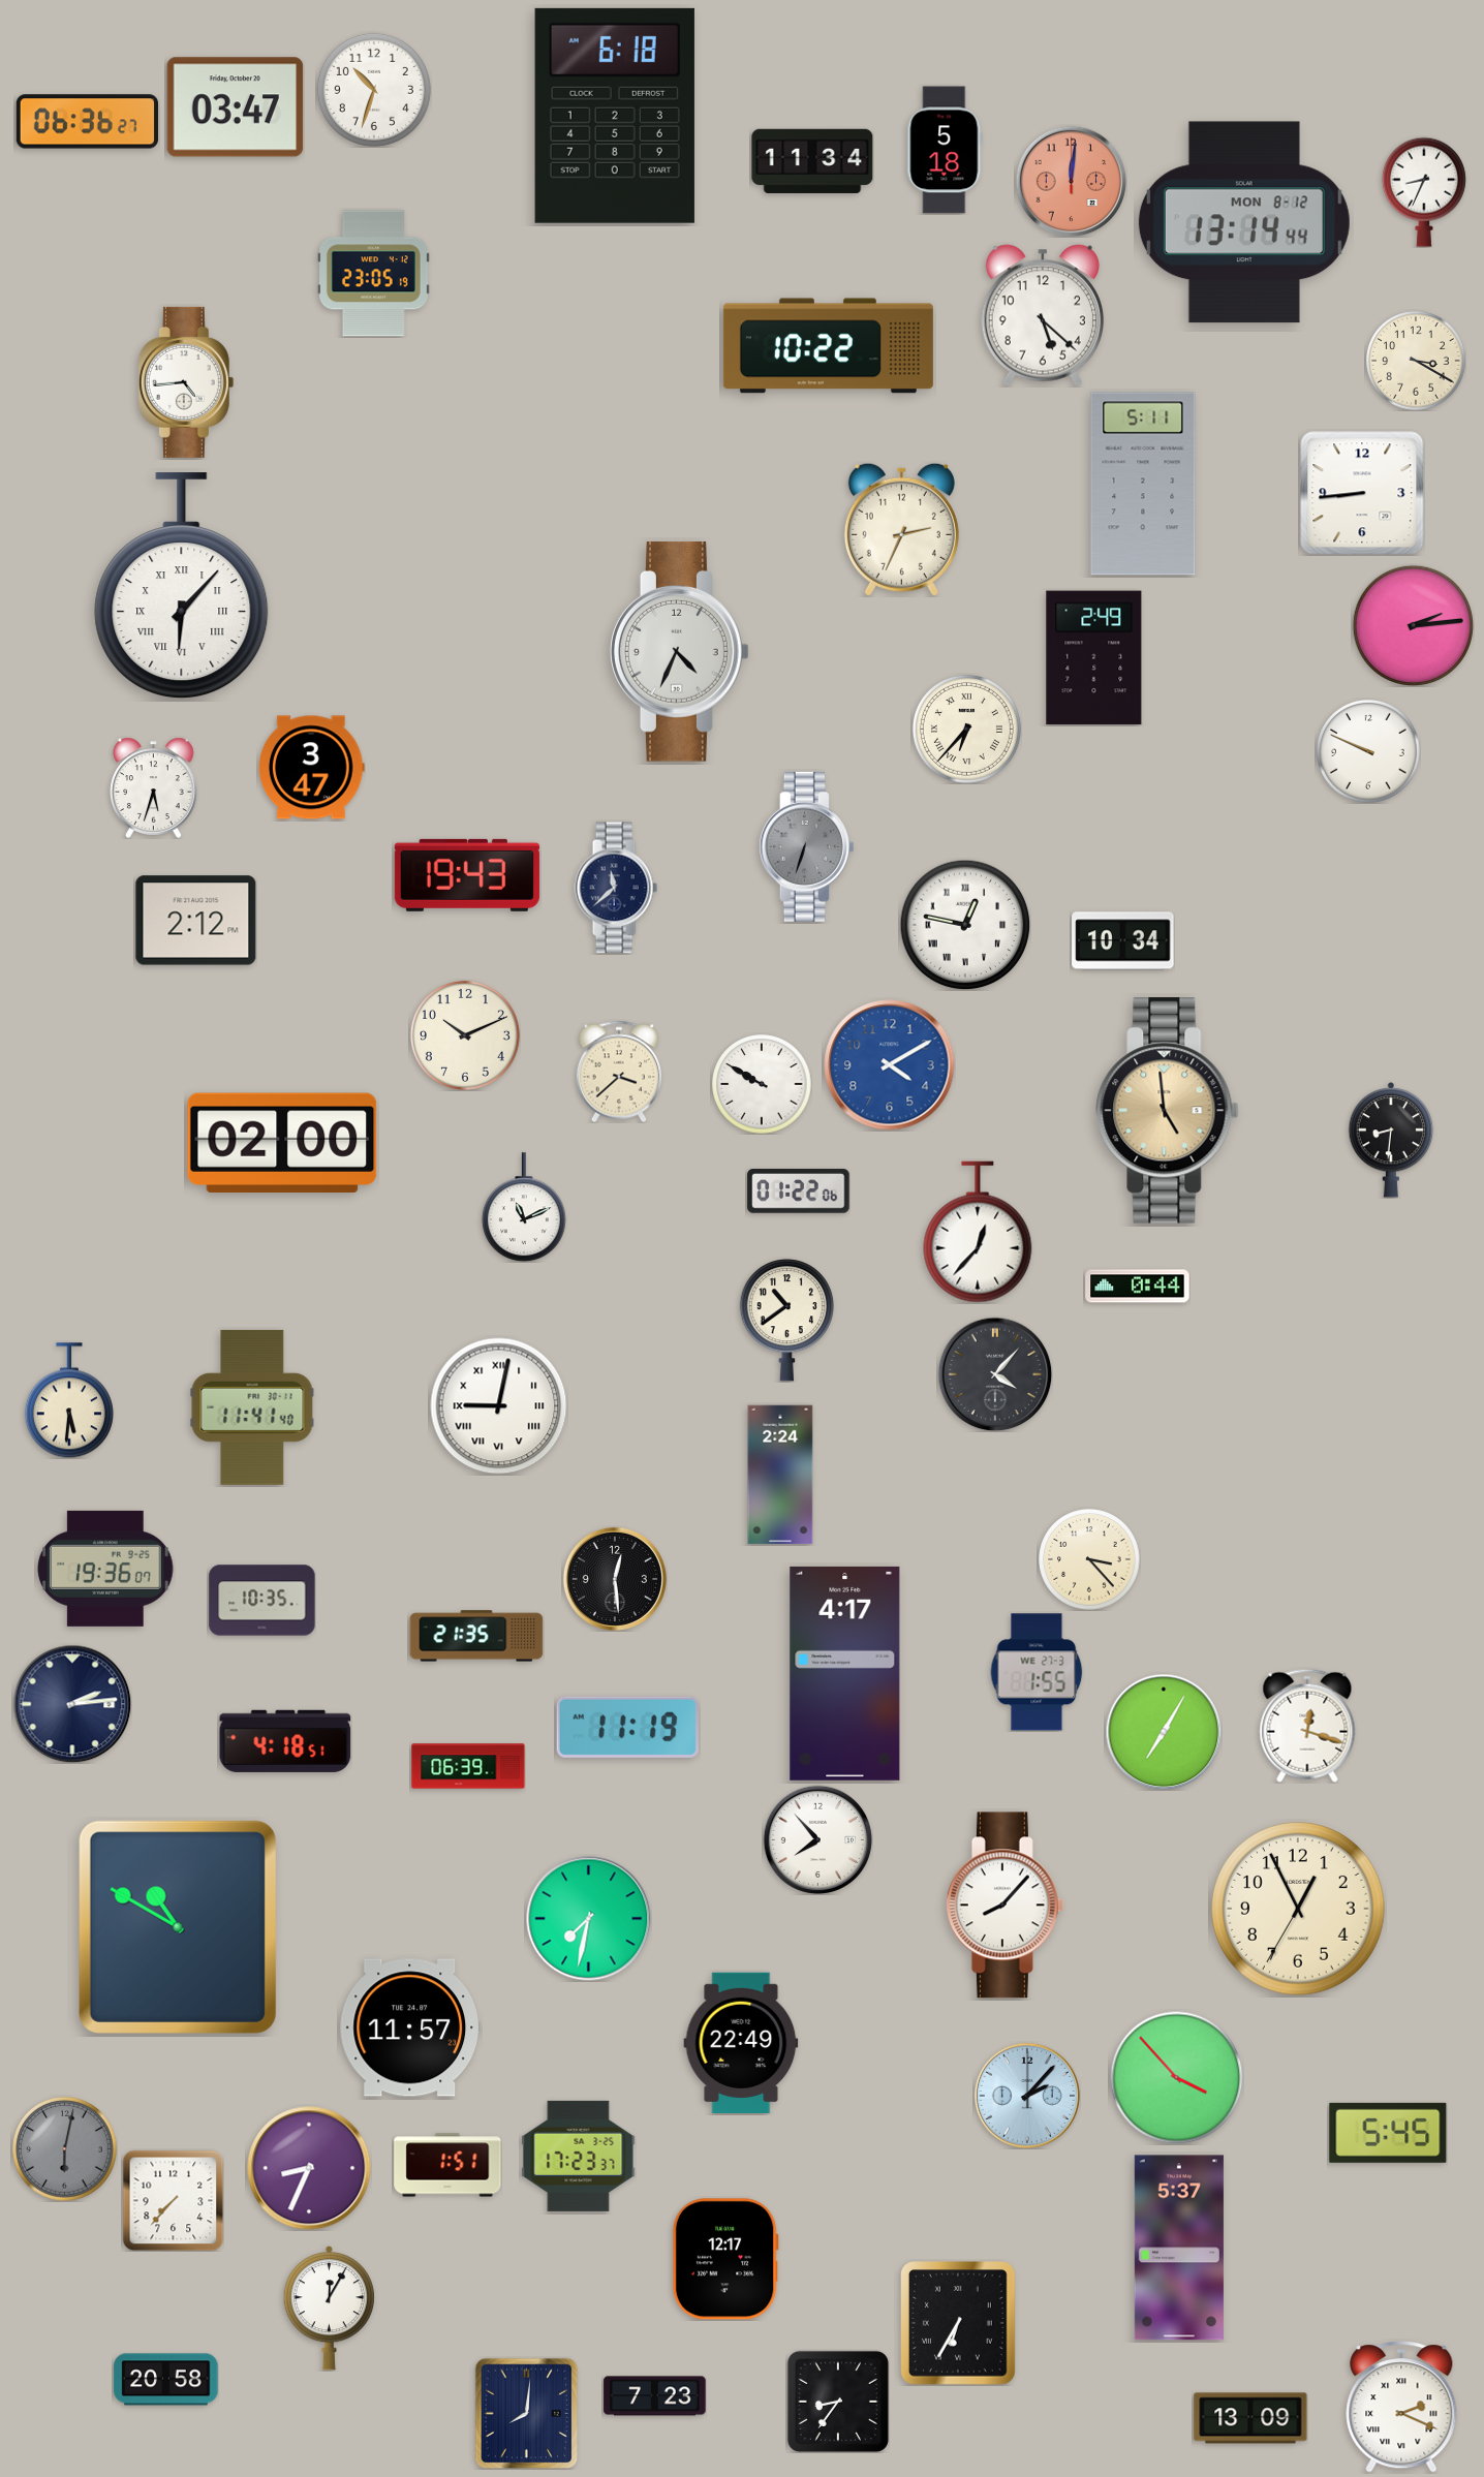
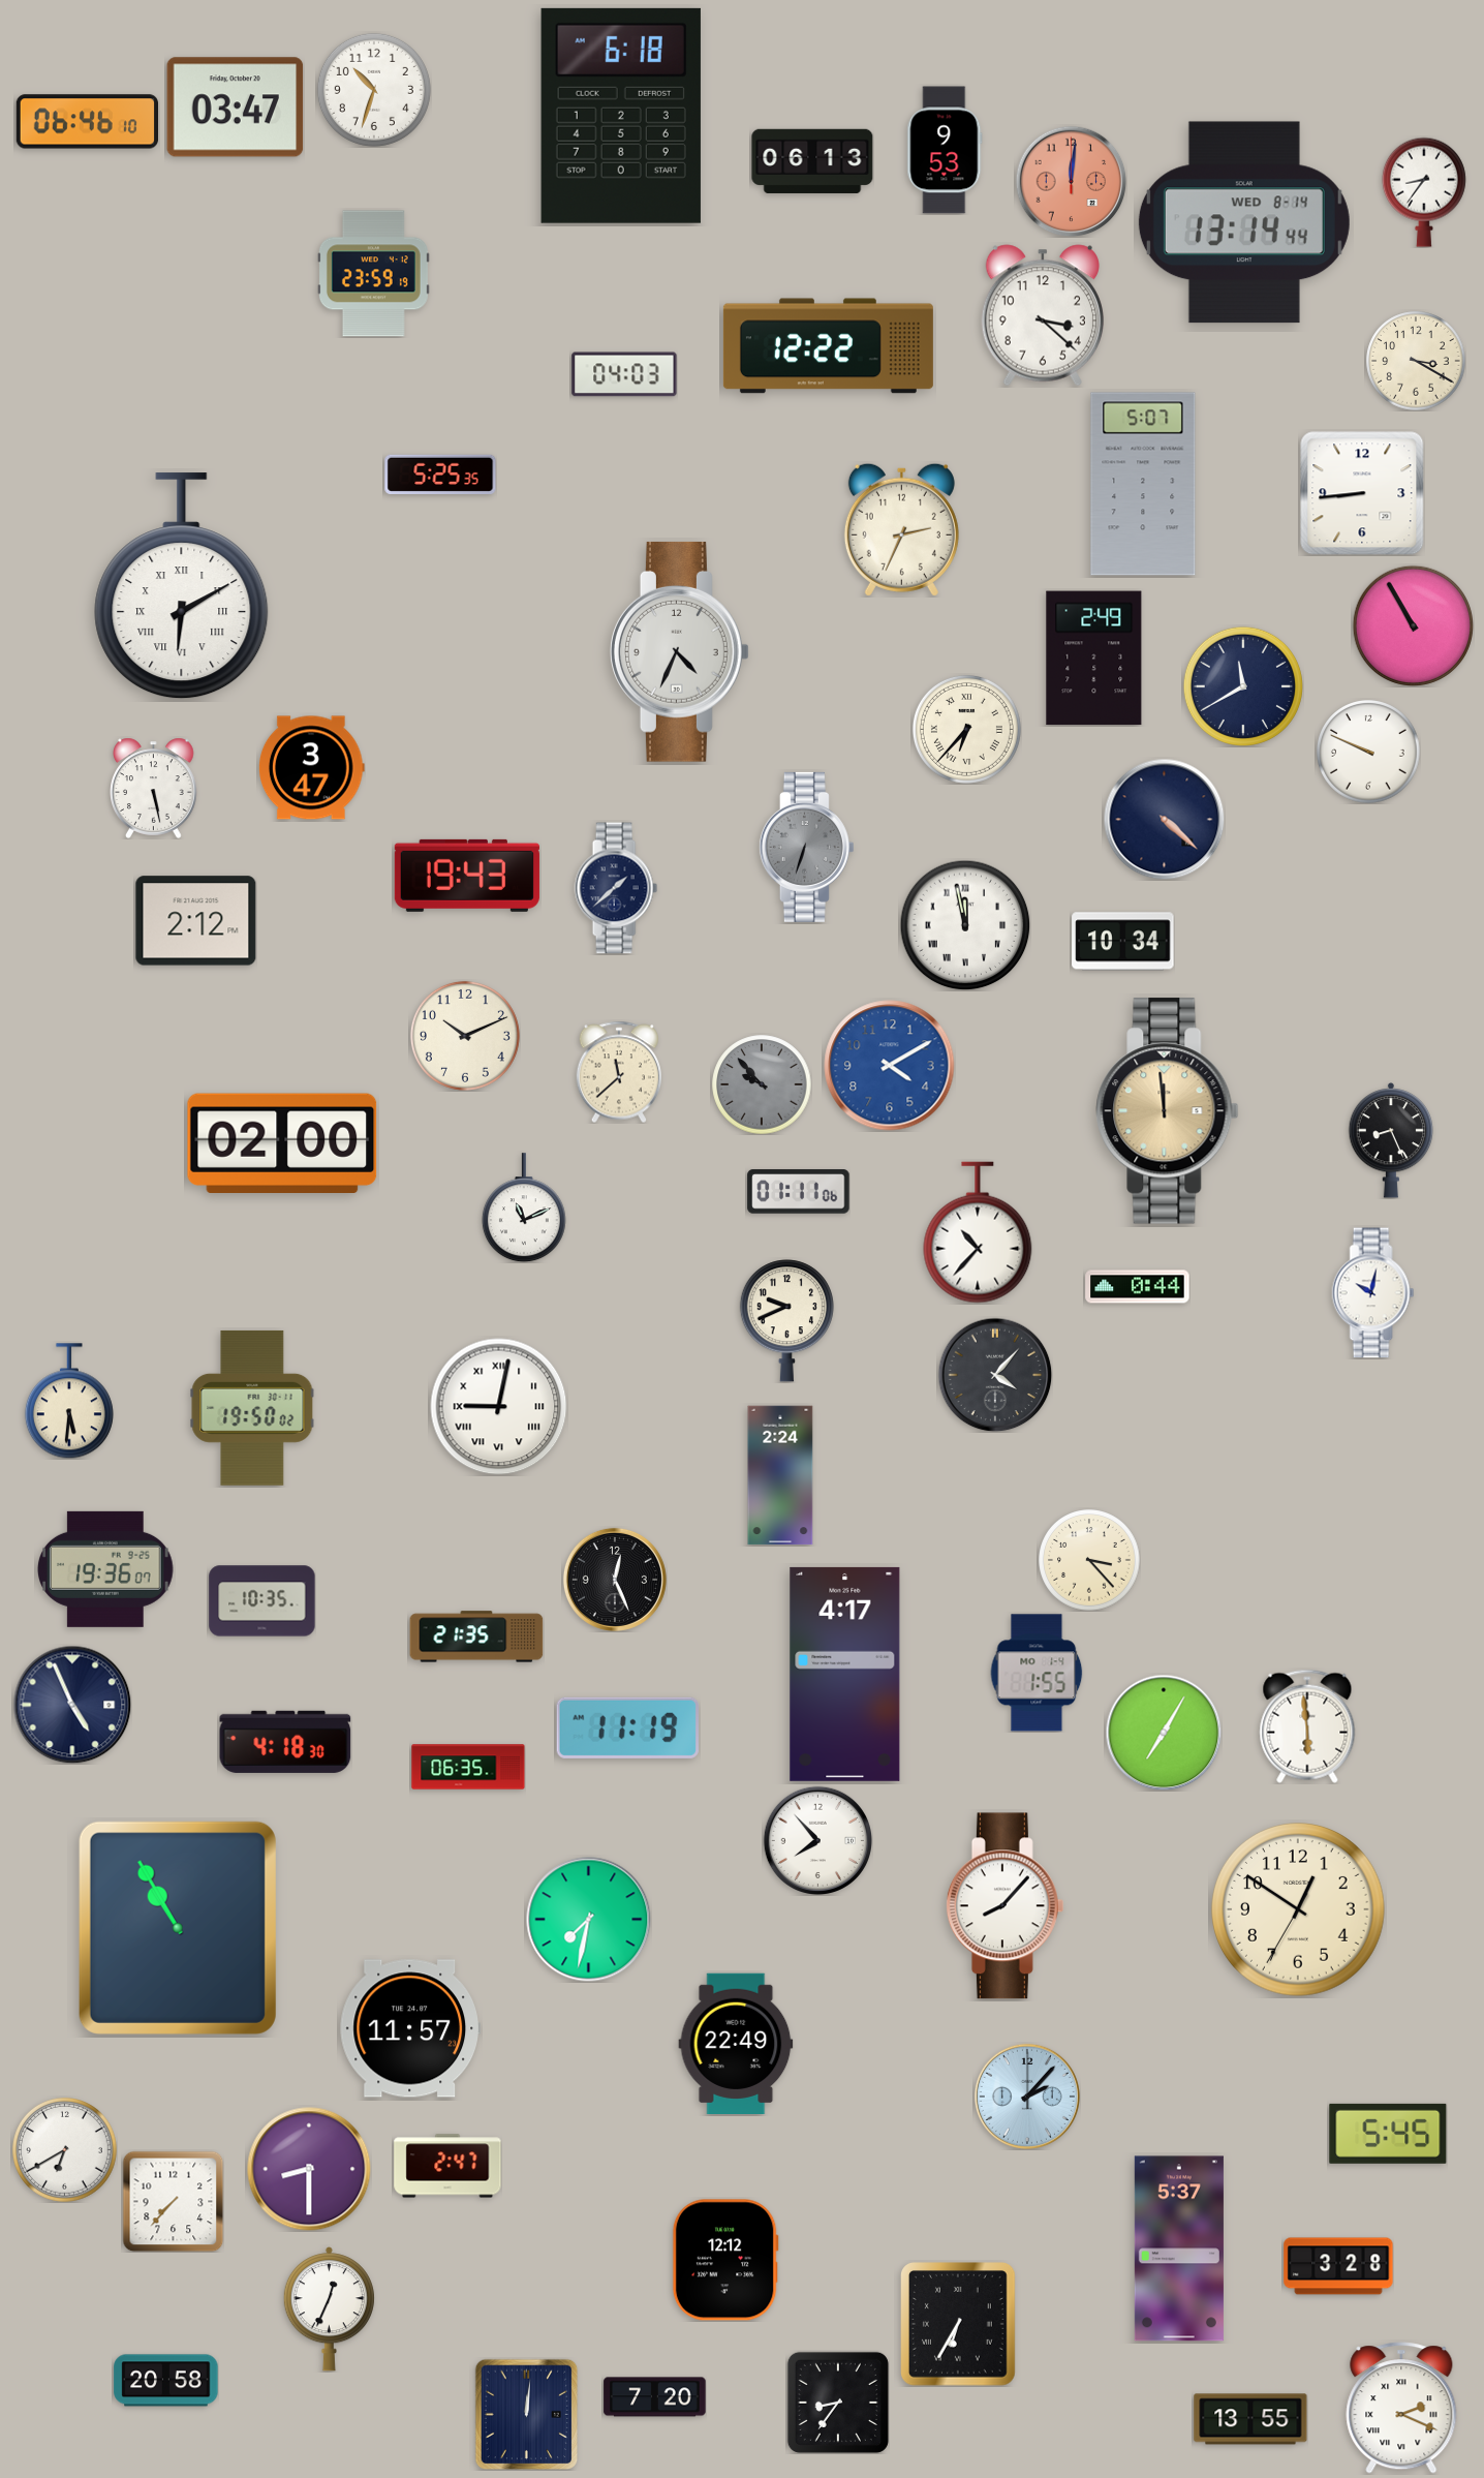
clock at (615, 116) position: (615, 116) -> (621, 116)
clock at (87, 122): 06:36 -> 06:46
clock at (945, 150): 5:18 -> 9:53
clock at (812, 161): 11:34 -> 06:13
clock at (1424, 192): 8:34 -> 8:36
clock at (1244, 222) date: MON 8-12 -> WED 8-14
clock at (373, 274): 23:05 -> 23:59
clock at (1043, 315): 5:22 -> 3:22
clock at (828, 346): 10:22 -> 12:22
clock at (624, 374): none -> 04:03
clock at (186, 382): 4:44 -> none
clock at (440, 475): none -> 5:25
clock at (1143, 484): 5:11 -> 5:07
clock at (182, 586): 6:07 -> 6:10
clock at (1413, 625): 2:14 -> 10:55
clock at (1243, 686): none -> 11:40
clock at (154, 787): 5:33 -> 5:28
clock at (1164, 819): none -> 4:22
clock at (616, 888): 11:38 -> 1:38
clock at (965, 925): 12:47 -> 11:58
clock at (618, 1072): 3:38 -> 11:38
clock at (762, 1084): 9:50 -> 9:53
clock at (762, 1084) dial: white -> grey
clock at (1168, 1111): 4:59 -> 11:59
clock at (1391, 1141): 8:31 -> 8:26
clock at (799, 1191): 01:22 -> 01:11
clock at (978, 1232): 12:37 -> 10:37
clock at (1373, 1293): none -> 10:02
clock at (786, 1321): 10:39 -> 9:41
clock at (252, 1407): 11:41 -> 19:50
clock at (615, 1579): 12:29 -> 12:26
clock at (1037, 1672) date: WE 27-3 -> MO 1-4
clock at (72, 1704): 2:14 -> 4:56
clock at (1307, 1726): 12:18 -> 5:59
clock at (285, 1741): 4:18:51 -> 4:18:30
clock at (468, 1766): 06:39 -> 06:35
clock at (1299, 1910): 12:55 -> 12:50
clock at (178, 1927): 10:50 -> 10:55
clock at (741, 2042) position: (741, 2042) -> (736, 2043)
clock at (1176, 2077): 3:53 -> none
clock at (65, 2149): 6:02 -> 6:40
clock at (65, 2149) dial: grey -> white
clock at (579, 2156): 17:23 -> none
clock at (447, 2165): 1:51 -> 2:47
clock at (309, 2168): 8:34 -> 8:30
clock at (725, 2259): 12:17 -> 12:12
clock at (1338, 2266): none -> 3:28
clock at (329, 2309): 12:05 -> 12:34
clock at (655, 2396): 7:23 -> 7:20
clock at (527, 2413): 8:01 -> 12:01
clock at (1250, 2418): 13:09 -> 13:55
